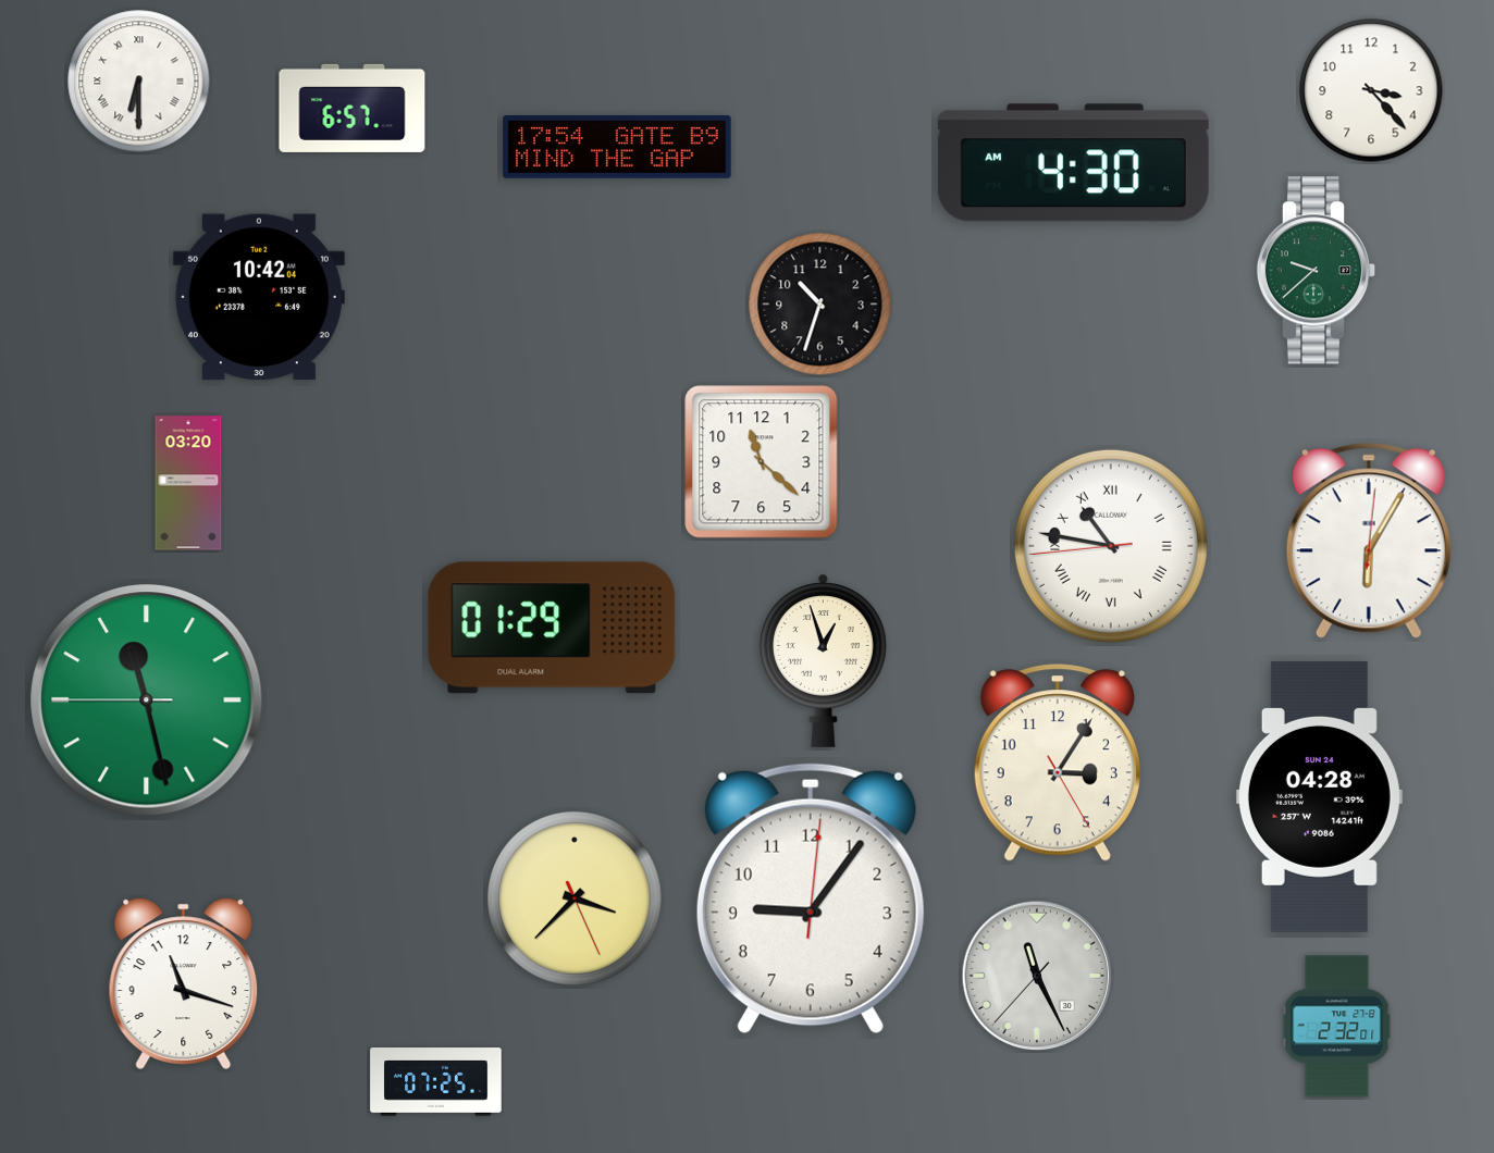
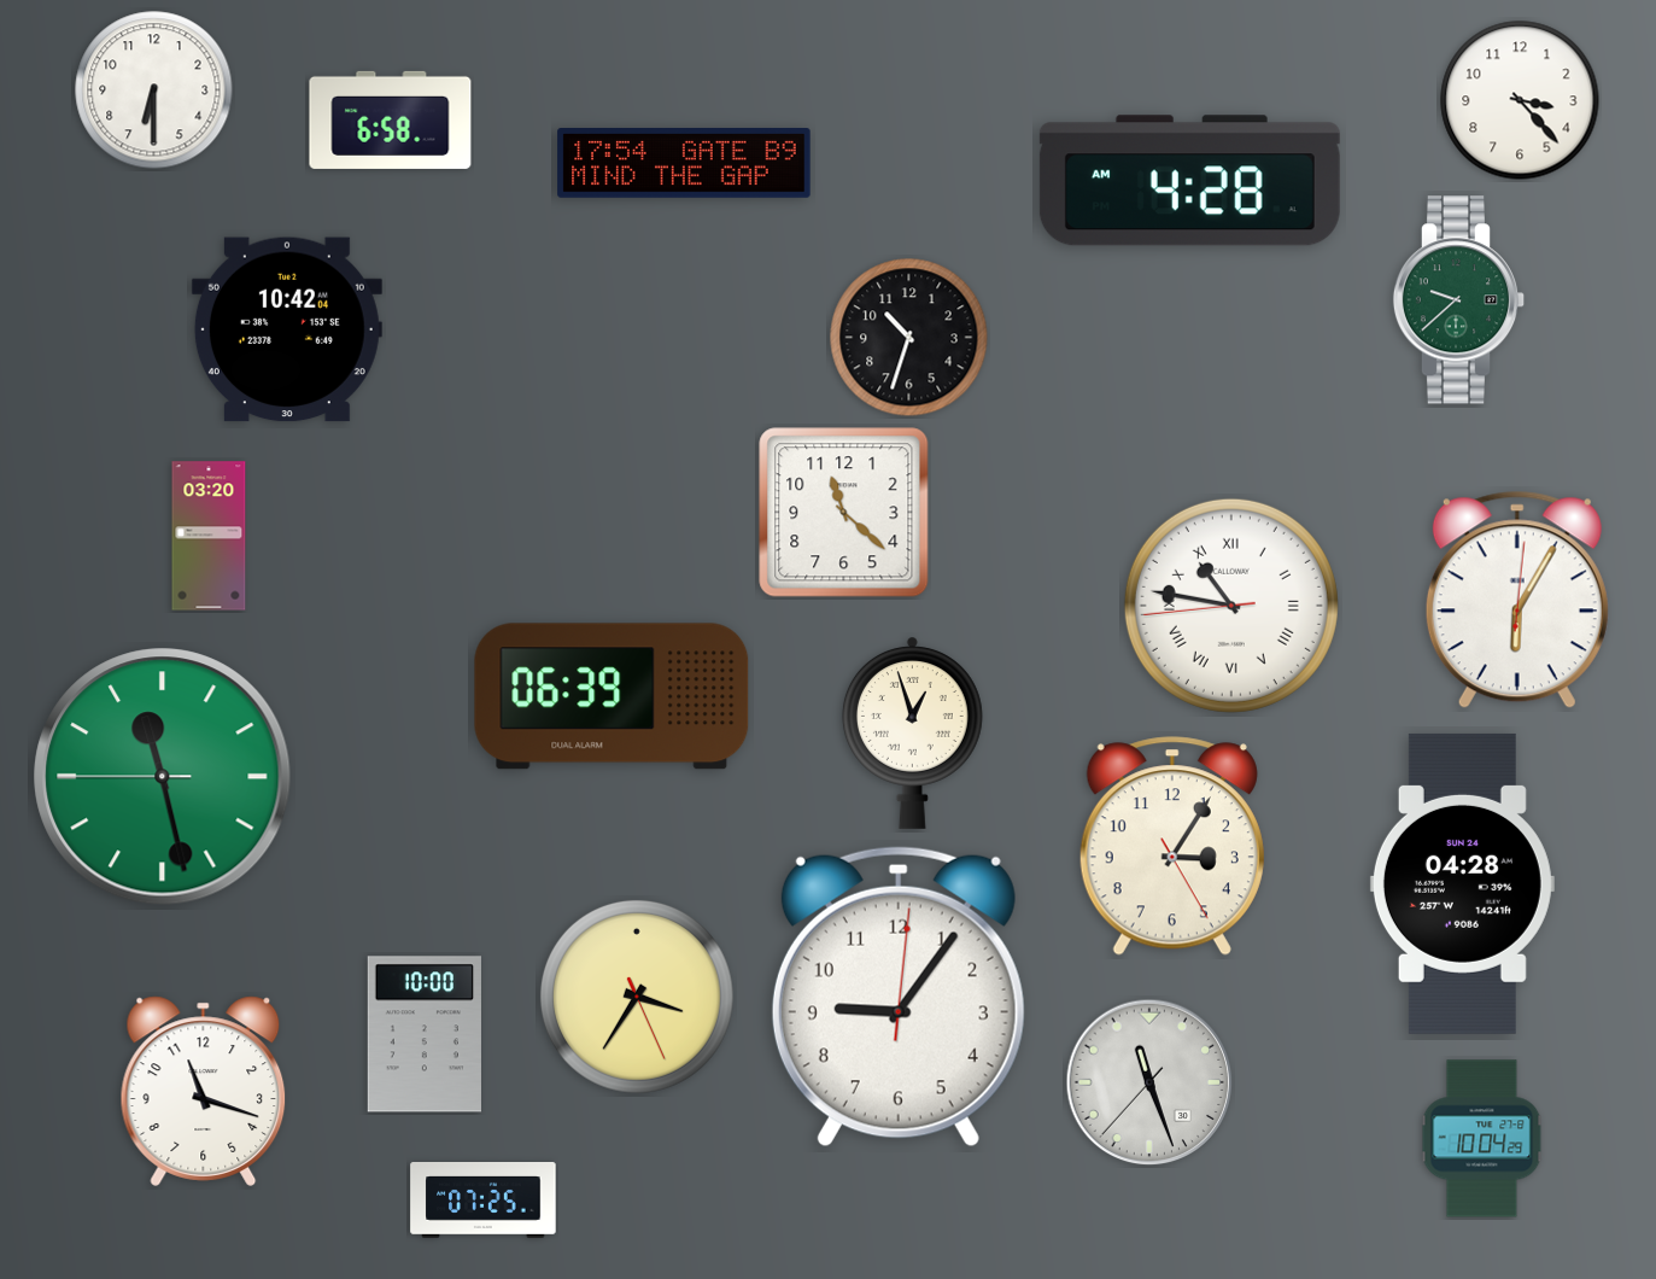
clock at (139, 82) numerals: Roman -> Arabic
clock at (353, 108): 6:57 -> 6:58
clock at (1073, 163): 4:30 -> 4:28
clock at (552, 628): 01:29 -> 06:39
clock at (575, 898): 3:37 -> 3:35
clock at (425, 1034): none -> 10:00
clock at (1037, 976): 11:25 -> 11:26
clock at (1337, 1027): 2:32 -> 10:04
